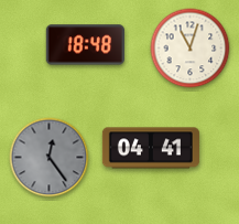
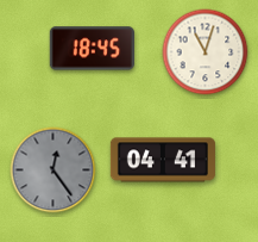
clock at (85, 45): 18:48 -> 18:45
